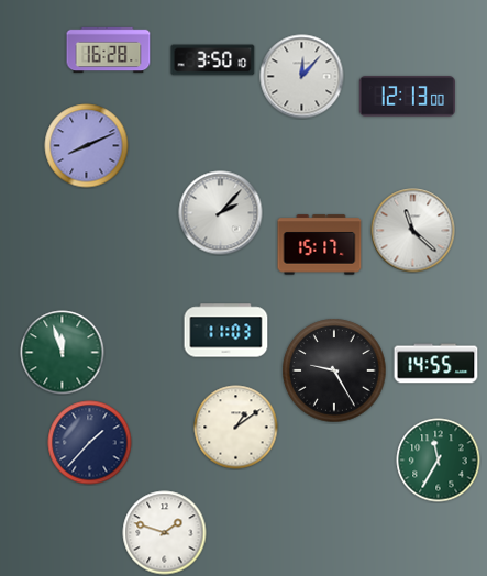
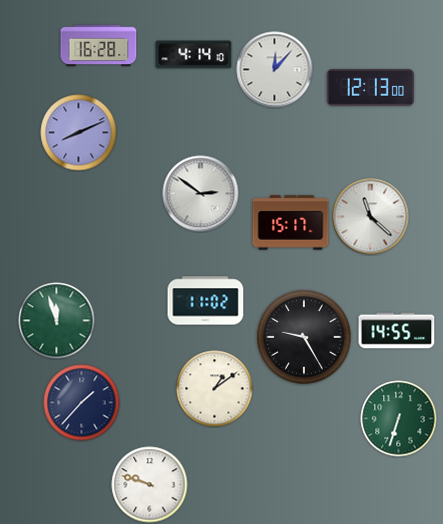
clock at (213, 60): 3:50 -> 4:14
clock at (221, 213): 2:07 -> 2:51
clock at (413, 231) position: (413, 231) -> (371, 217)
clock at (226, 331): 11:03 -> 11:02
clock at (439, 461): 11:35 -> 6:33
clock at (165, 533): 1:48 -> 9:48
